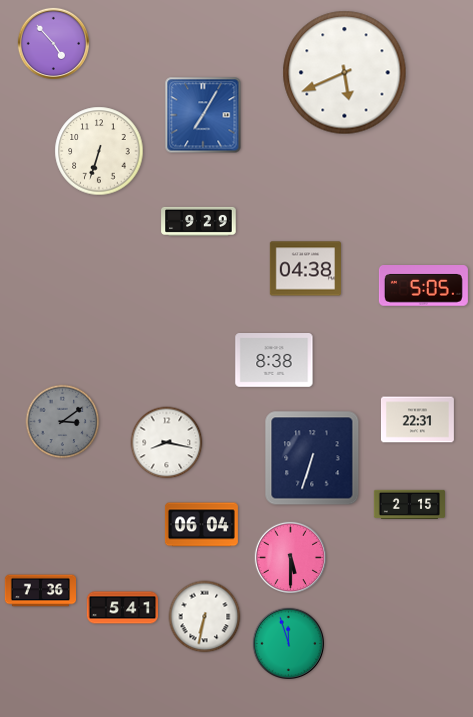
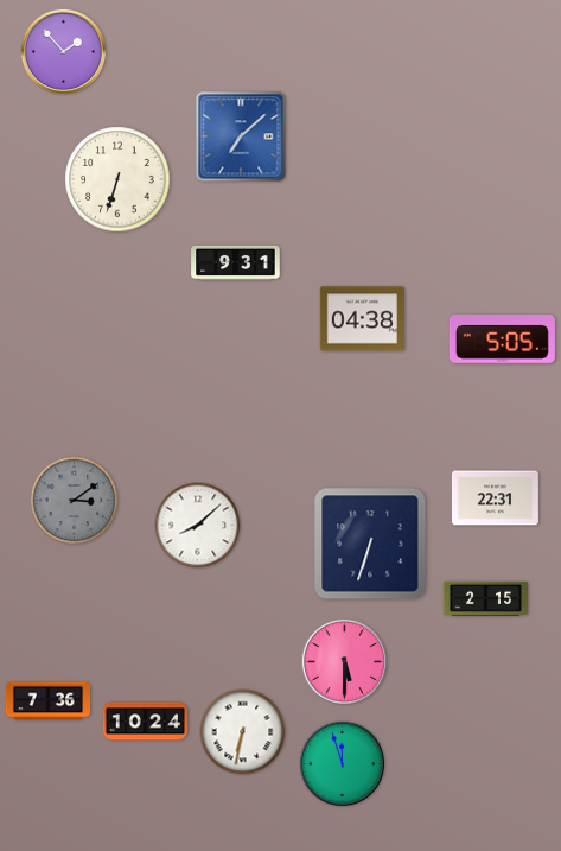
clock at (53, 43): 4:53 -> 1:53
clock at (345, 73): 5:41 -> none
clock at (203, 115): 7:05 -> 7:08
clock at (199, 221): 9:29 -> 9:31
clock at (274, 361): 8:38 -> none
clock at (167, 443): 8:17 -> 8:08
clock at (201, 525): 06:04 -> none
clock at (122, 608): 5:41 -> 10:24
